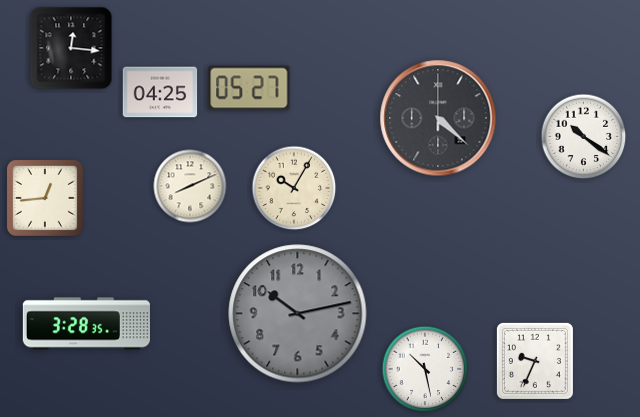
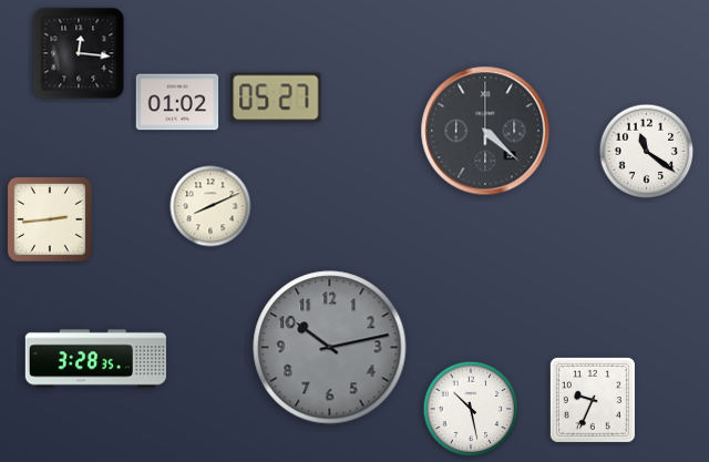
clock at (160, 92): 04:25 -> 01:02
clock at (584, 137): 10:21 -> 11:21
clock at (294, 188): 10:05 -> none
clock at (45, 198): 12:44 -> 2:44
